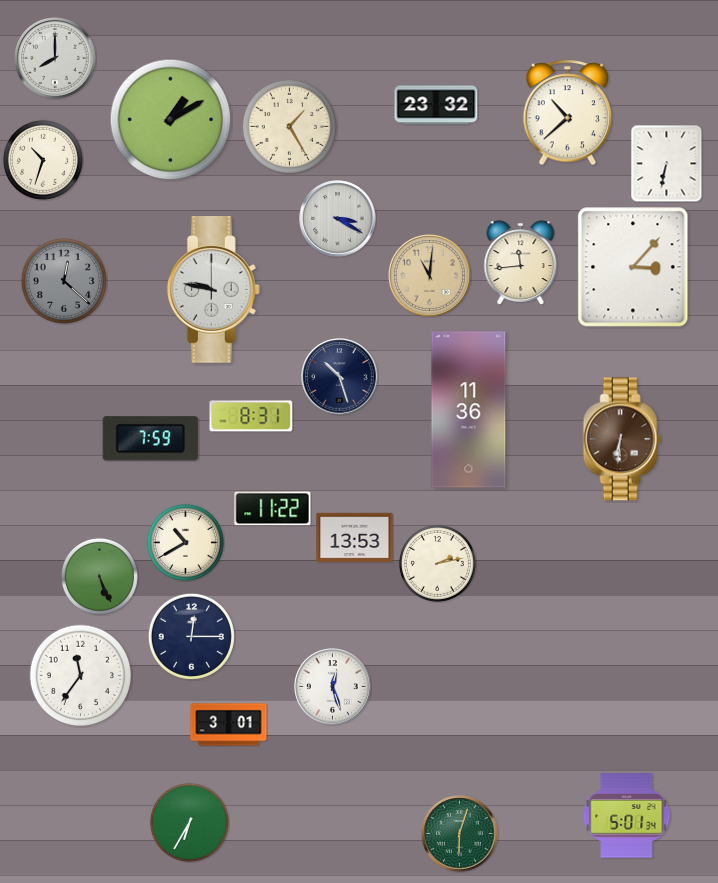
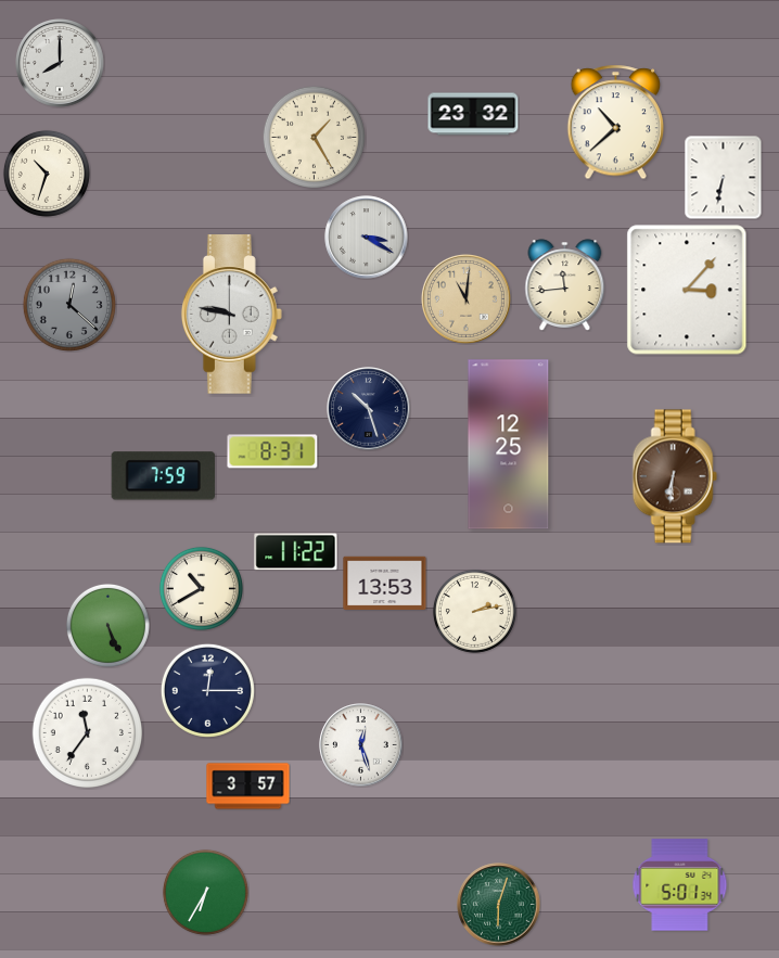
clock at (171, 120): 1:10 -> none
clock at (469, 410): 11:36 -> 12:25
clock at (229, 725): 3:01 -> 3:57
